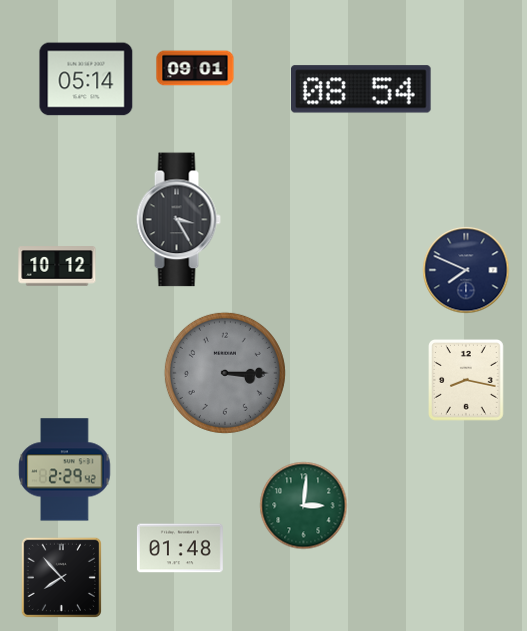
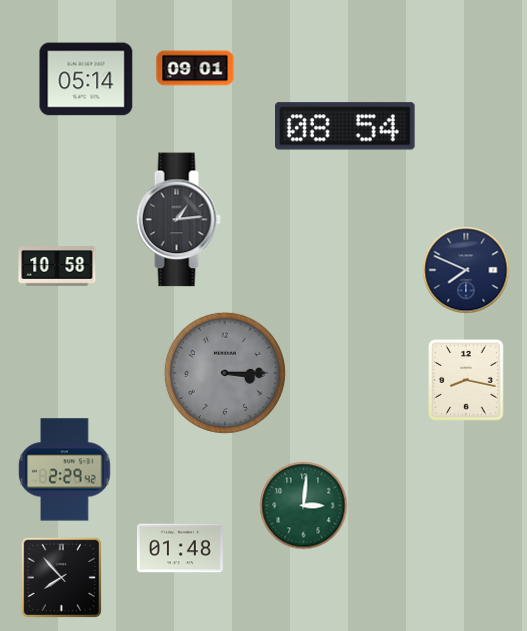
clock at (362, 89) position: (362, 89) -> (346, 126)
clock at (178, 220): 3:25 -> 1:14
clock at (57, 266): 10:12 -> 10:58
